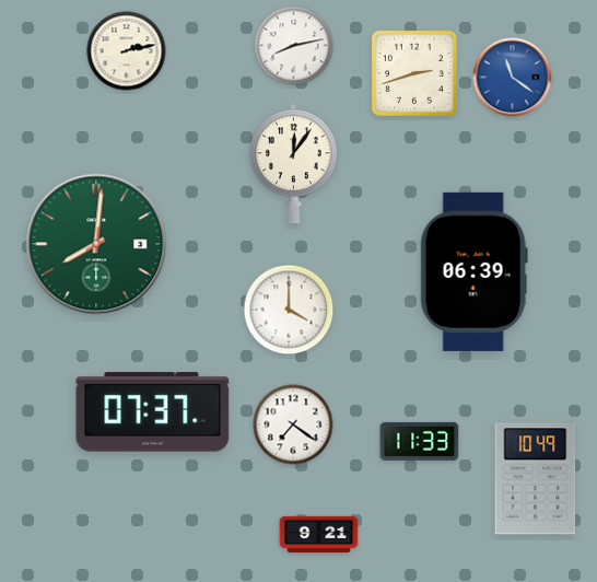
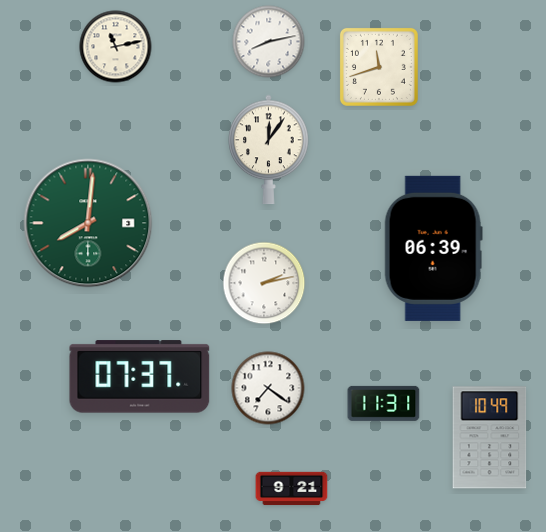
clock at (127, 51): 2:13 -> 11:13
clock at (414, 73): 2:42 -> 11:42
clock at (513, 78): 11:21 -> none
clock at (289, 310): 4:00 -> 2:13
clock at (420, 441): 11:33 -> 11:31
